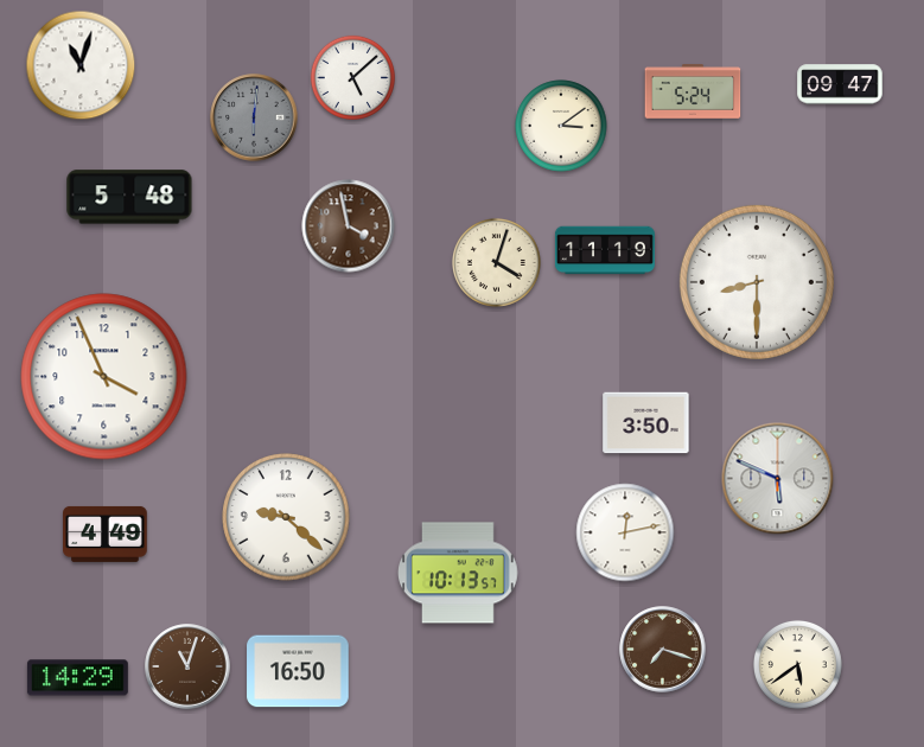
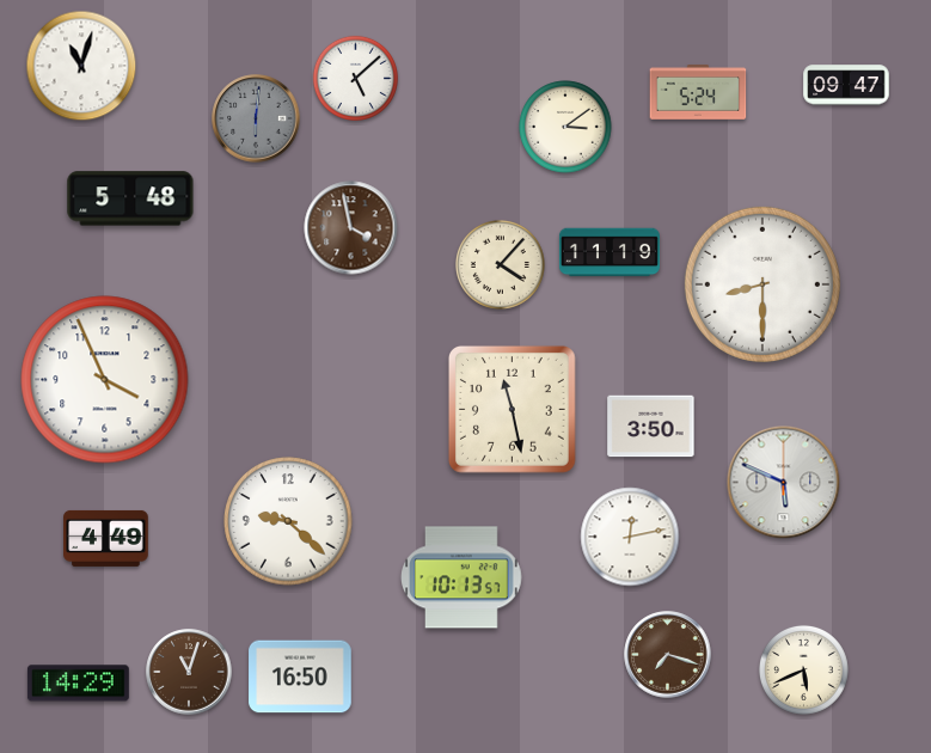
clock at (496, 262): 4:03 -> 4:07
clock at (512, 409): none -> 11:28
clock at (797, 664): 5:39 -> 5:41
